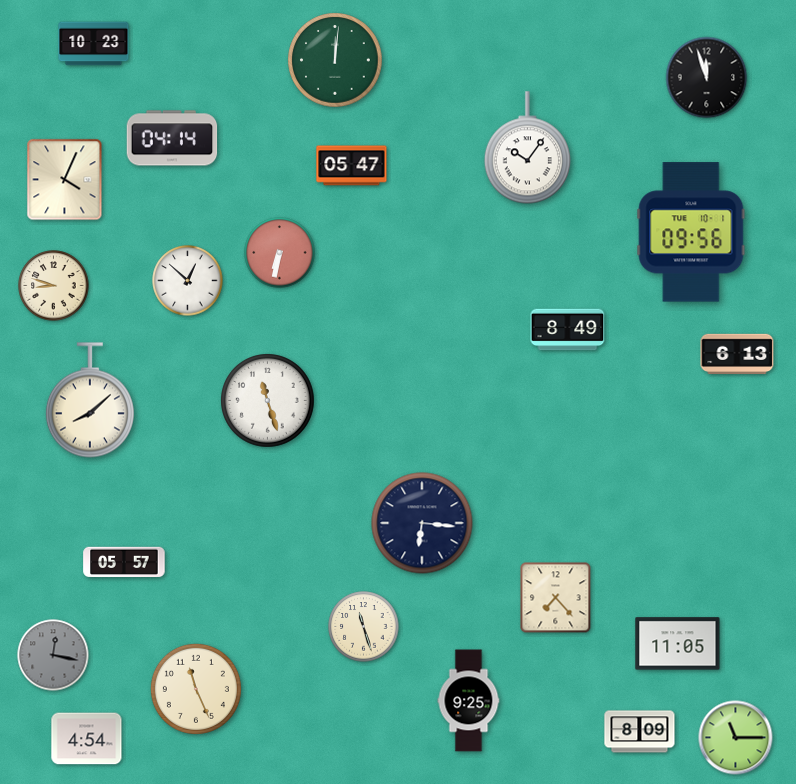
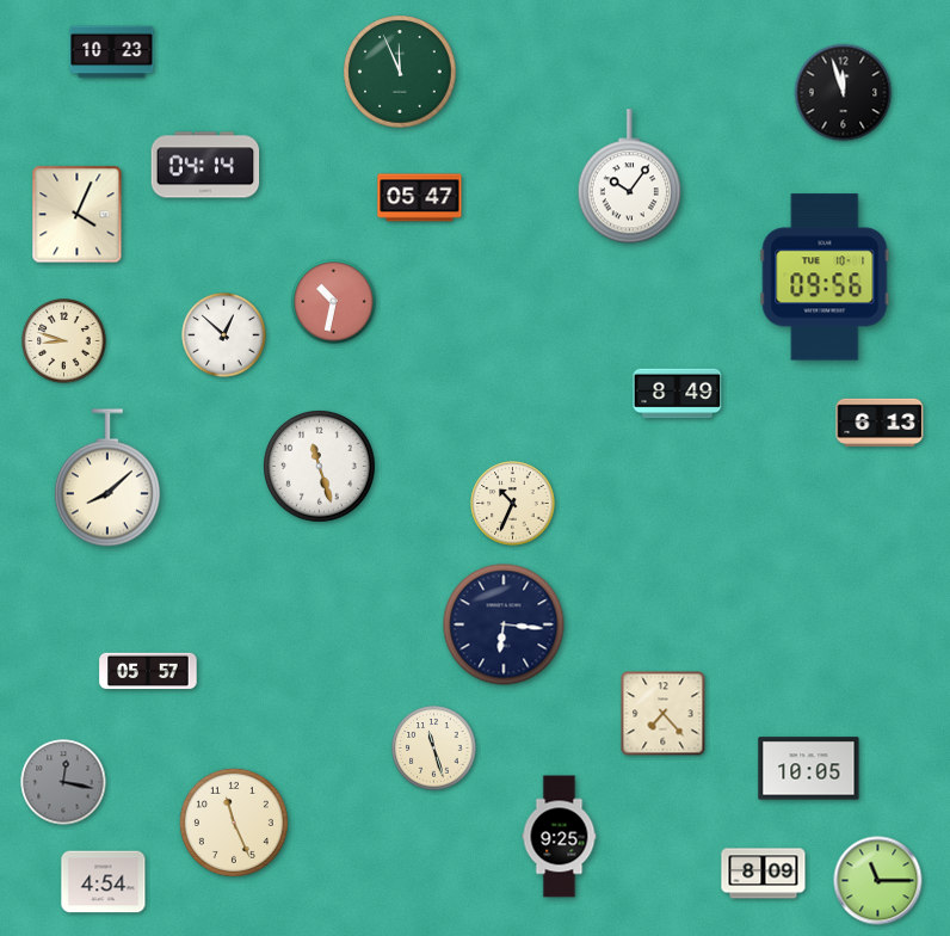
clock at (335, 60): 12:01 -> 11:56
clock at (280, 253): 6:32 -> 10:32
clock at (268, 401) position: (268, 401) -> (320, 467)
clock at (513, 504): none -> 10:34
clock at (678, 644): 11:05 -> 10:05
